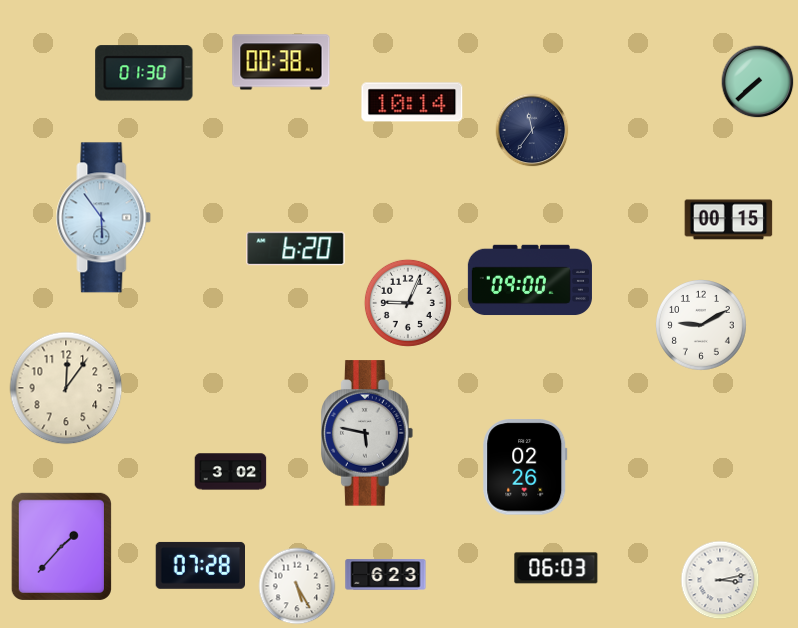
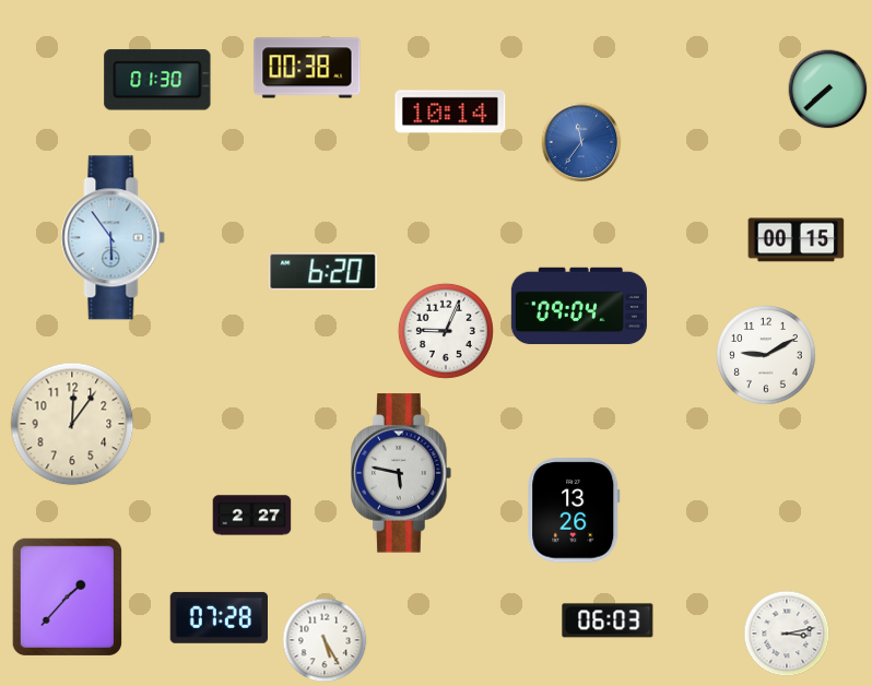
clock at (532, 130) dial: navy -> blue
clock at (530, 280): 09:00 -> 09:04
clock at (525, 467): 02:26 -> 13:26
clock at (231, 472): 3:02 -> 2:27
clock at (386, 575): 6:23 -> none
